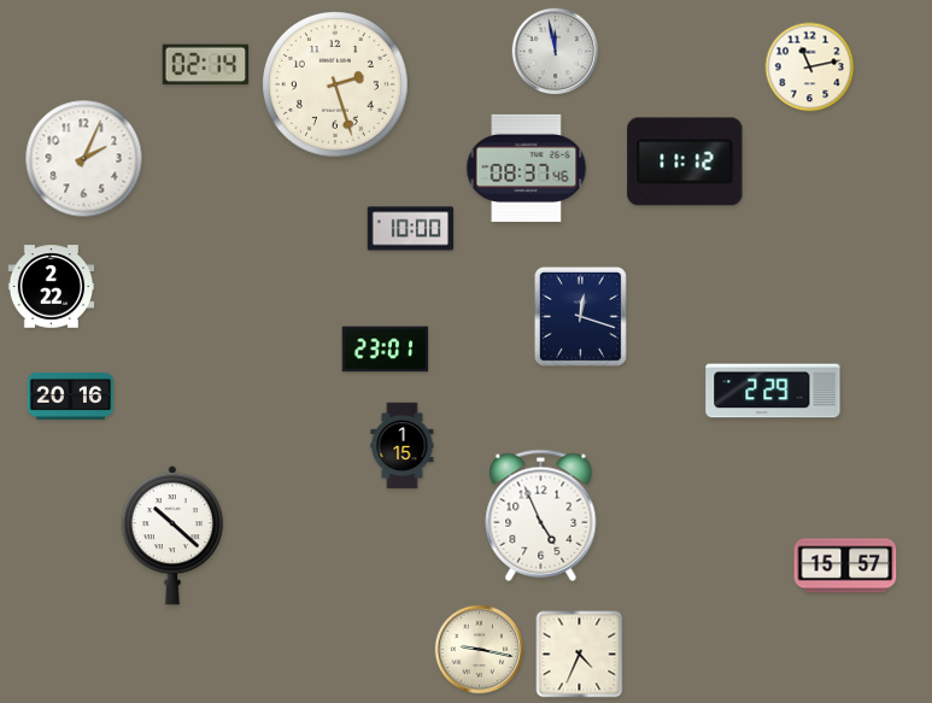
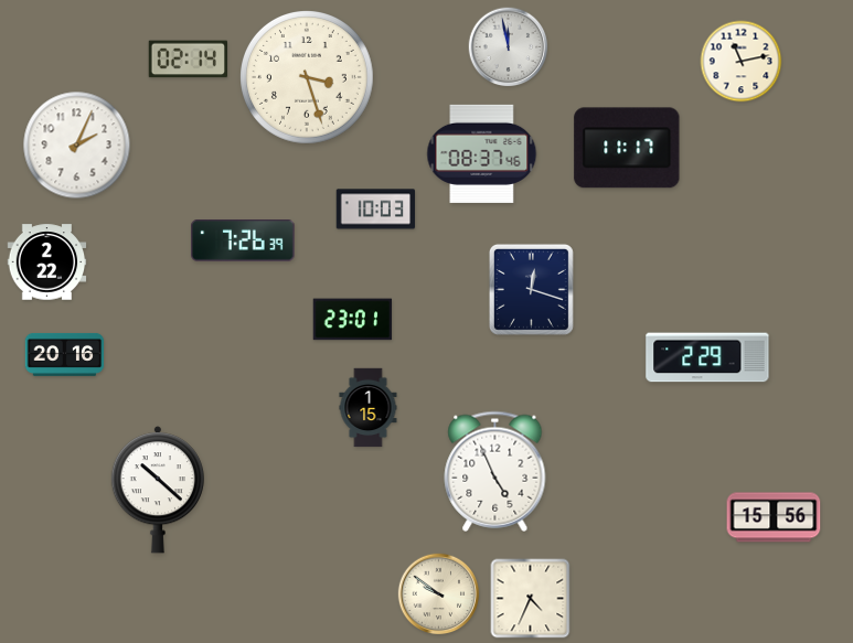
clock at (336, 86): 2:27 -> 3:27
clock at (685, 162): 11:12 -> 11:17
clock at (411, 229): 10:00 -> 10:03
clock at (243, 242): none -> 7:26
clock at (71, 396) position: (71, 396) -> (65, 354)
clock at (845, 566): 15:57 -> 15:56
clock at (480, 650): 9:17 -> 9:51
